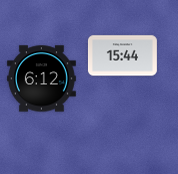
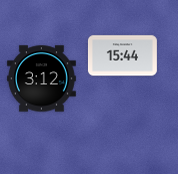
clock at (41, 79): 6:12 -> 3:12
